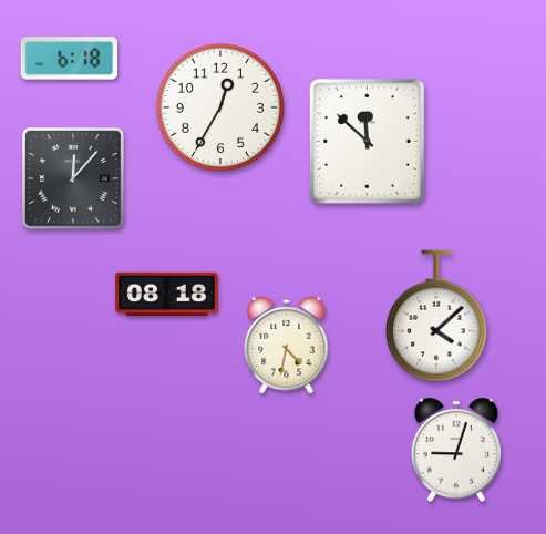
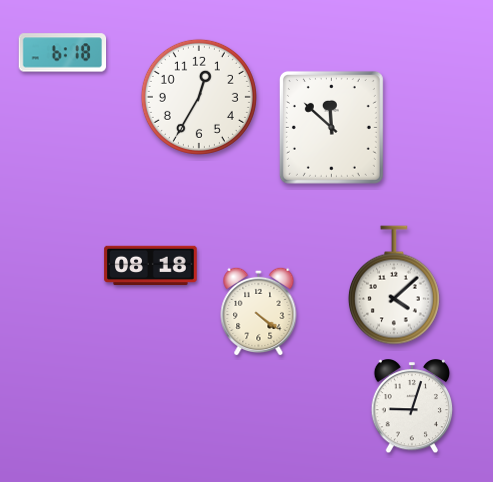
clock at (73, 178): 12:07 -> none
clock at (287, 345): 4:32 -> 4:21
